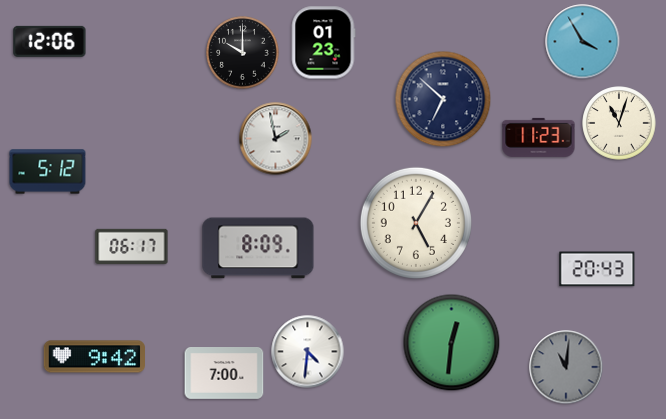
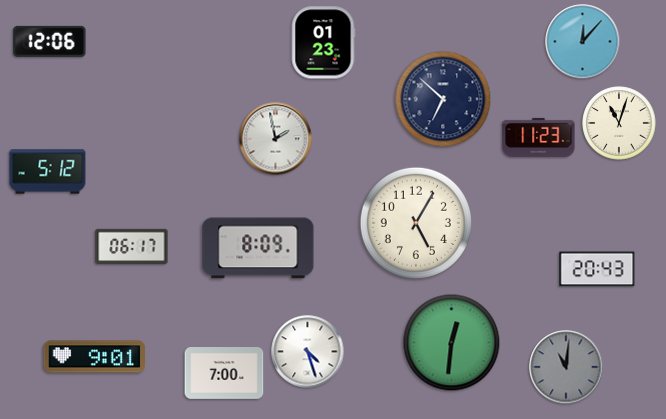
clock at (583, 42): 3:55 -> 12:07
clock at (243, 53): 10:00 -> none
clock at (308, 352): 4:31 -> 4:27
clock at (94, 357): 9:42 -> 9:01
